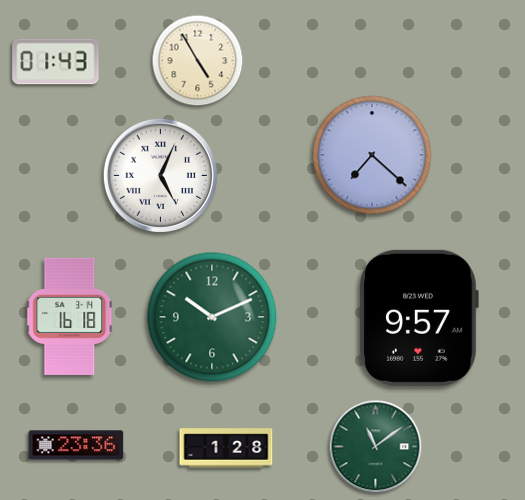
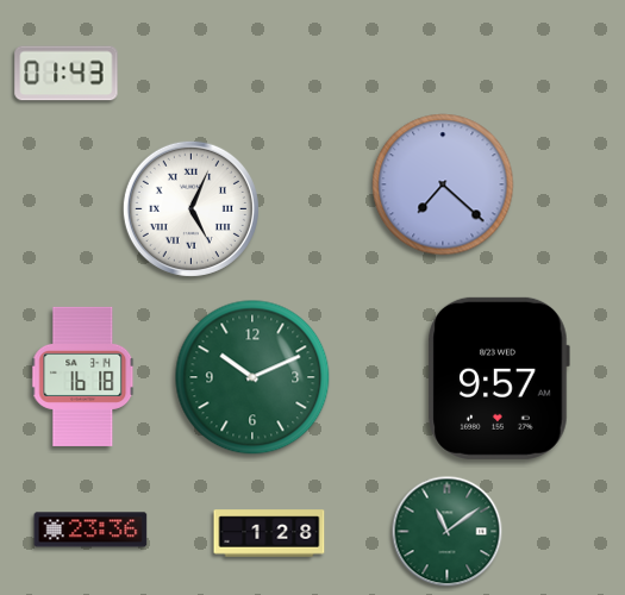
clock at (198, 61): 4:55 -> none
